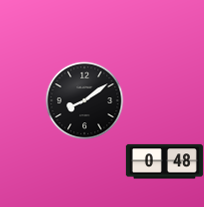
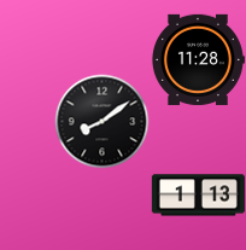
clock at (198, 59): none -> 11:28
clock at (164, 162): 0:48 -> 1:13
